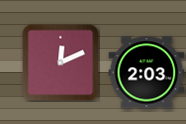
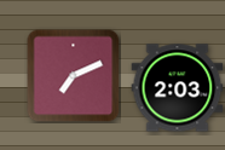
clock at (61, 63): 12:11 -> 7:11
